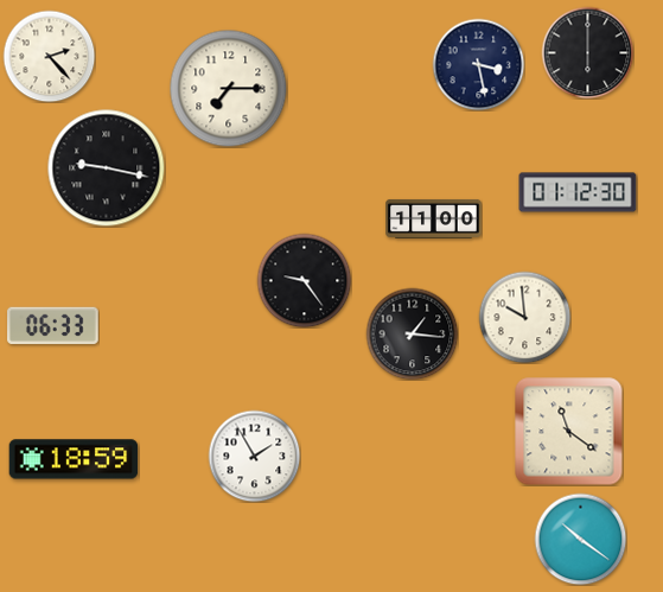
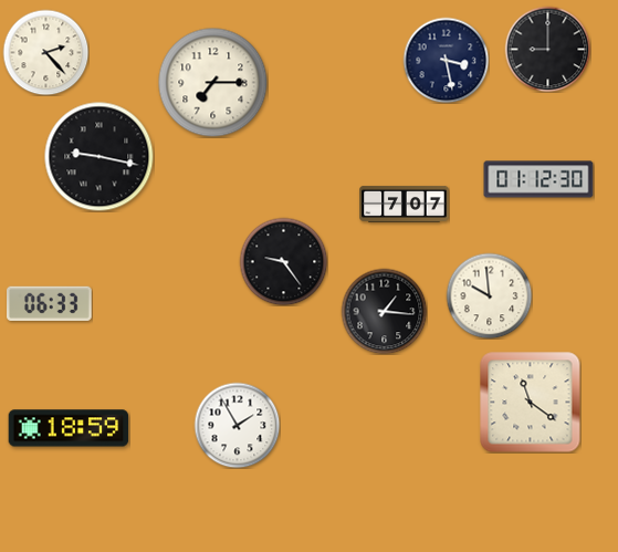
clock at (587, 52): 6:00 -> 9:00
clock at (434, 218): 11:00 -> 7:07
clock at (580, 539): 10:21 -> none
